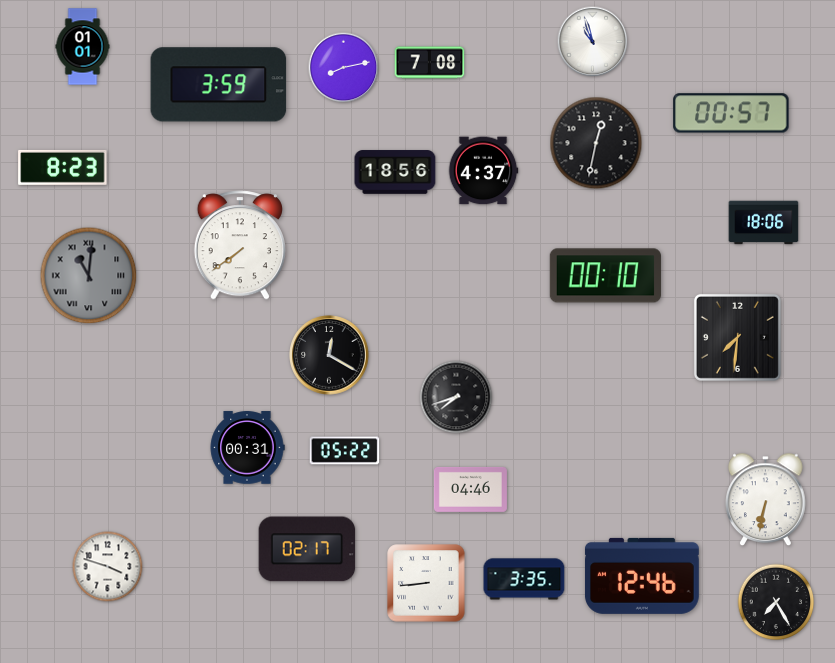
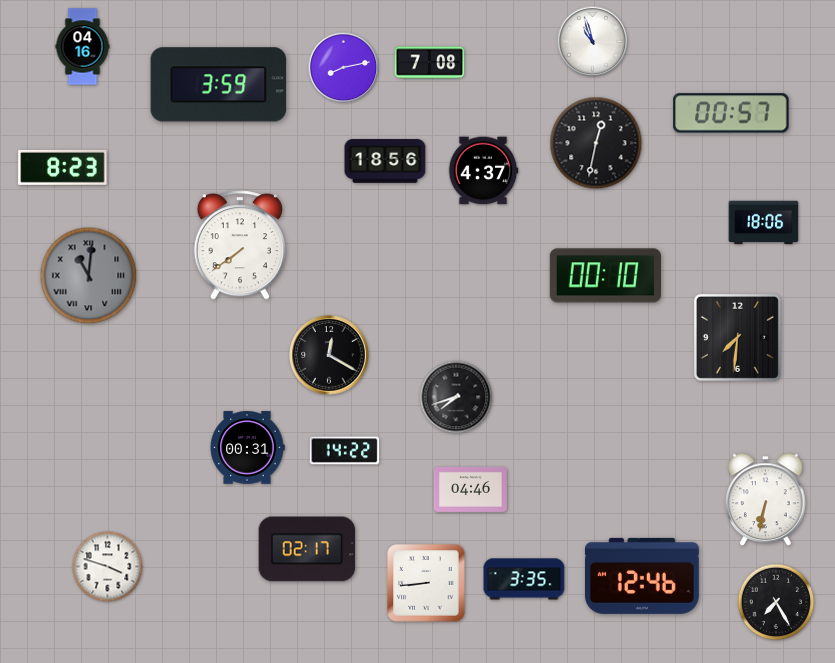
clock at (83, 47): 01:01 -> 04:16
clock at (395, 172) position: (395, 172) -> (385, 161)
clock at (345, 451): 05:22 -> 14:22
